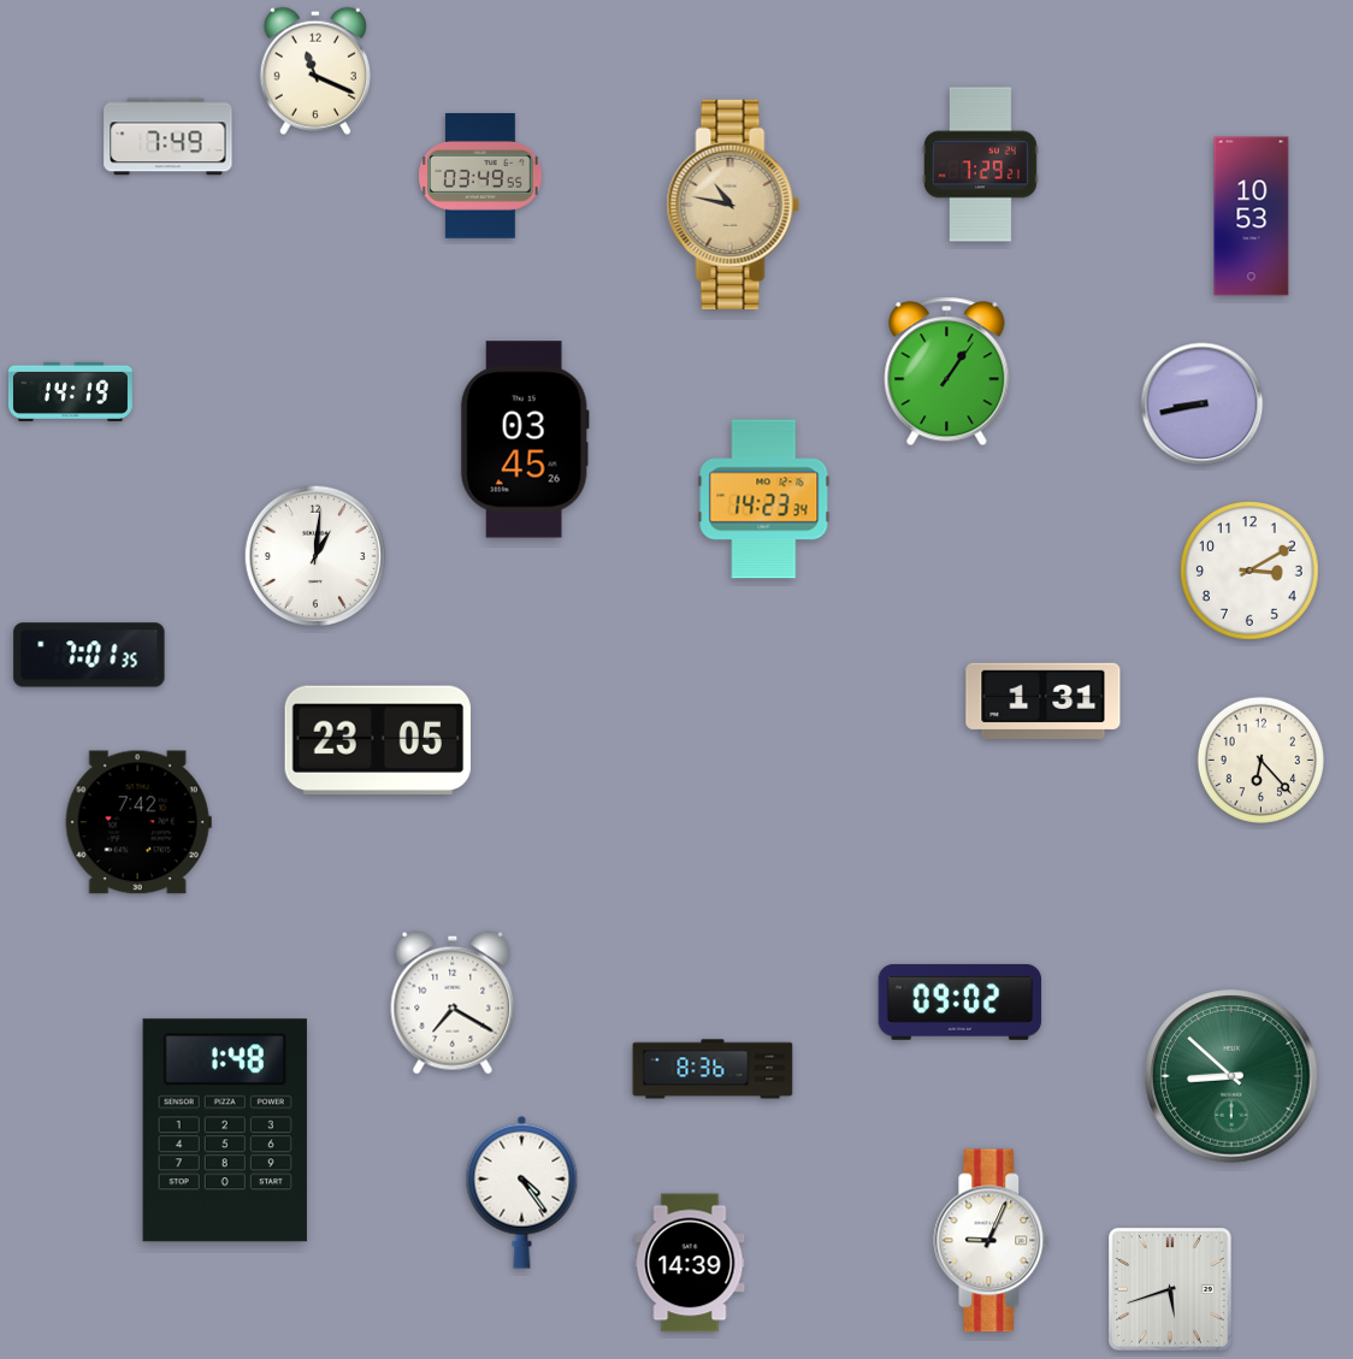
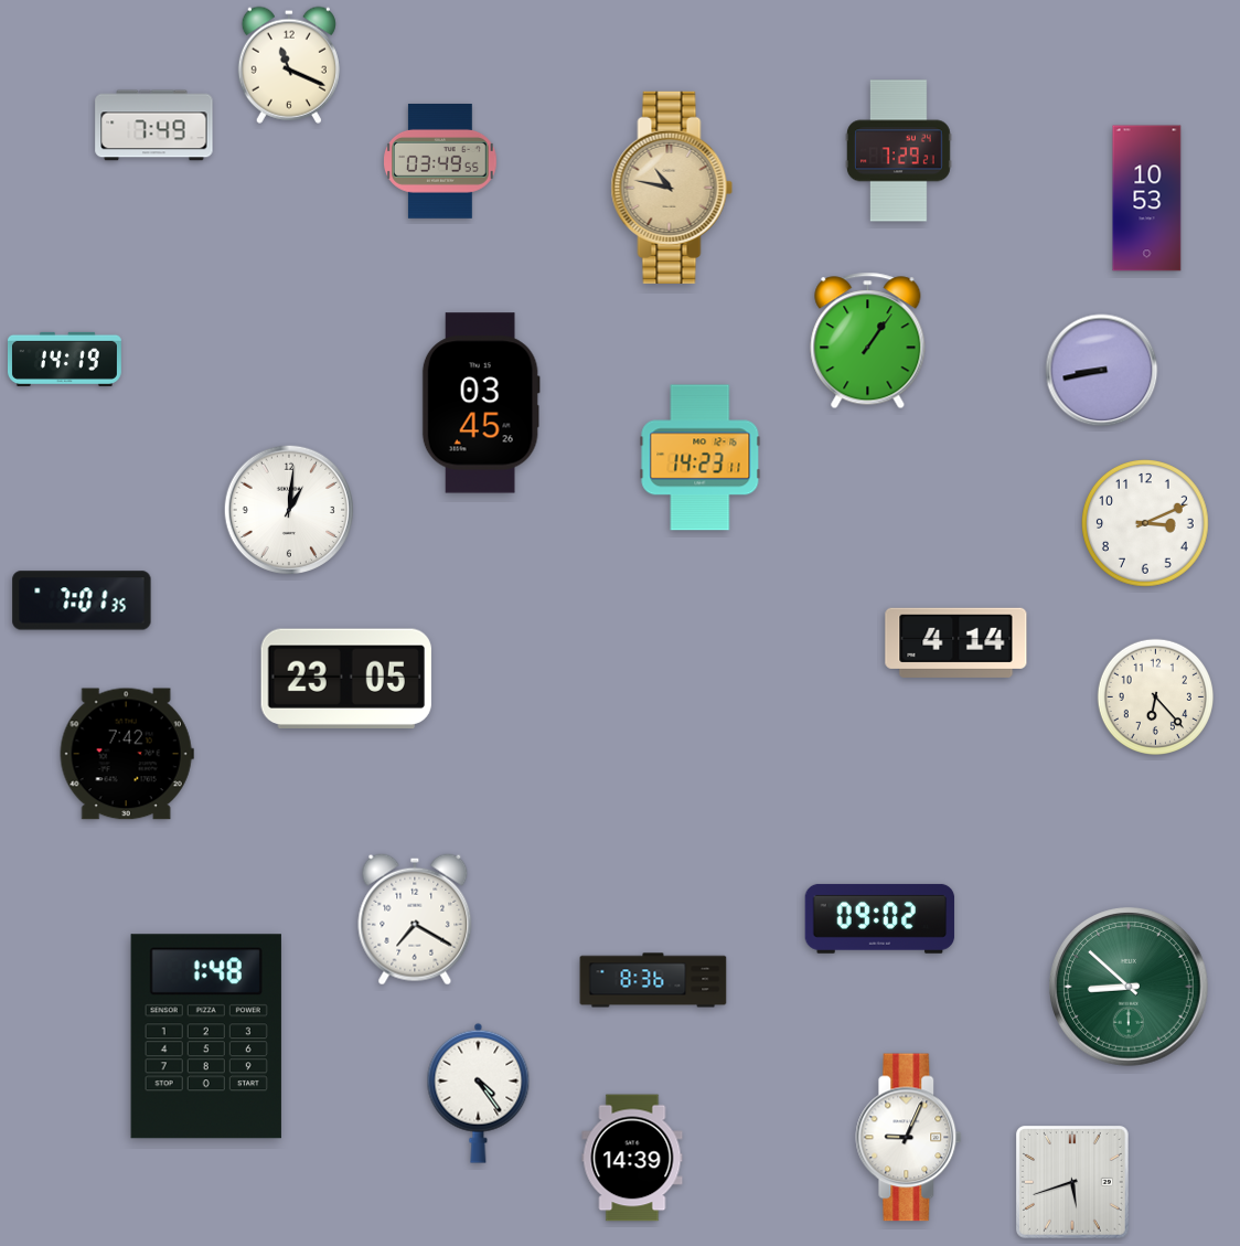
clock at (764, 500): 14:23:34 -> 14:23:11
clock at (1251, 572): 3:10 -> 3:11
clock at (1044, 701): 1:31 -> 4:14
